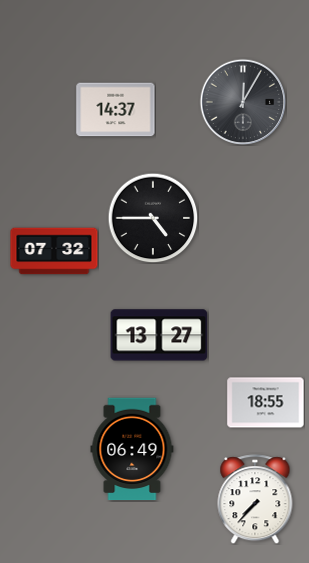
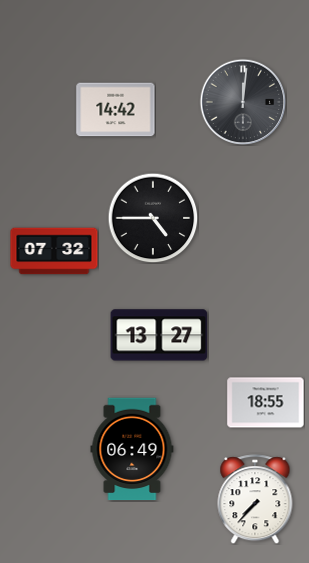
clock at (243, 102): 12:05 -> 12:01
clock at (116, 110): 14:37 -> 14:42
